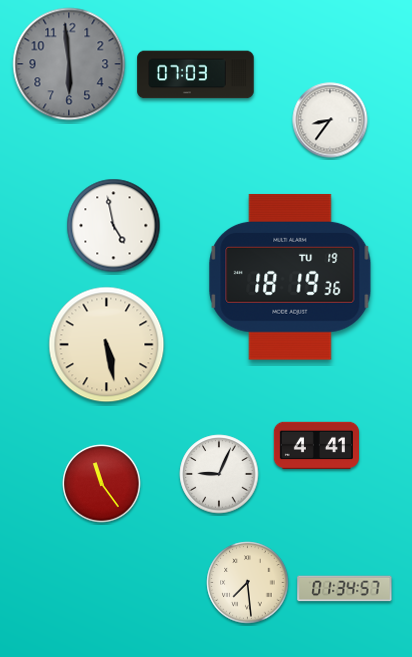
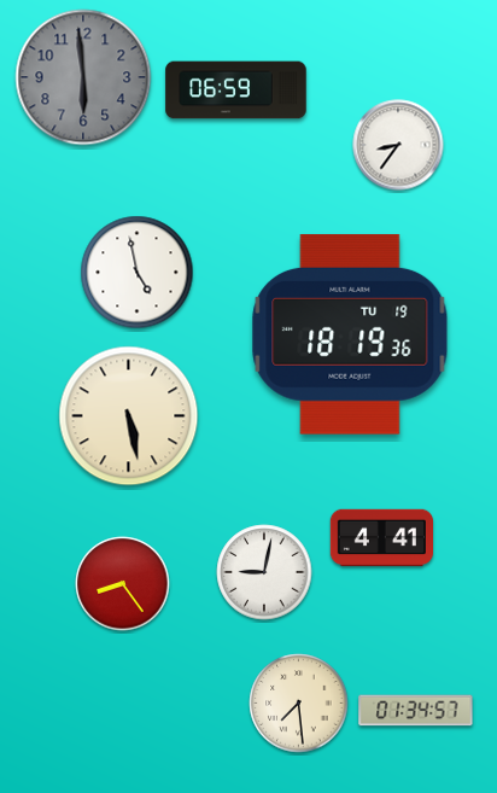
clock at (196, 75): 07:03 -> 06:59
clock at (219, 474): 9:04 -> 9:02
clock at (102, 484): 11:24 -> 8:24
